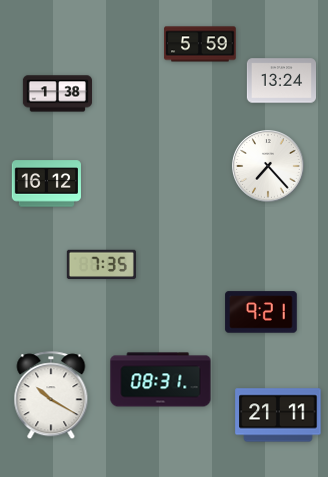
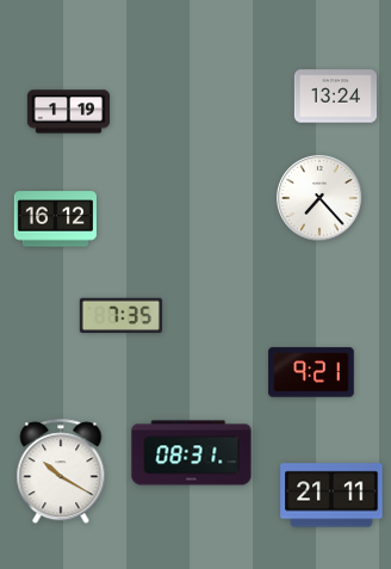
clock at (200, 44): 5:59 -> none
clock at (57, 94): 1:38 -> 1:19
